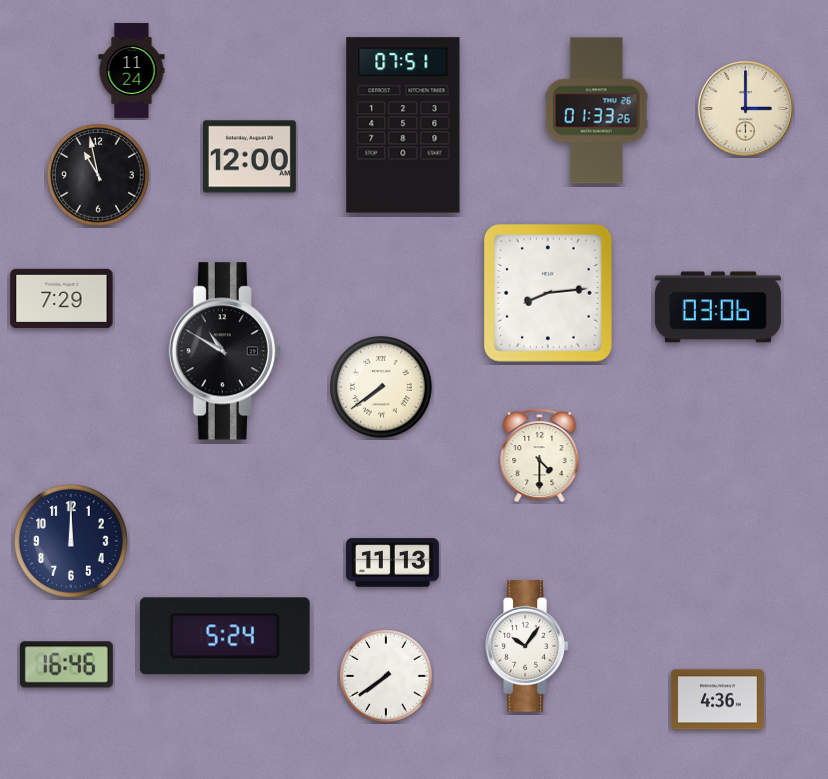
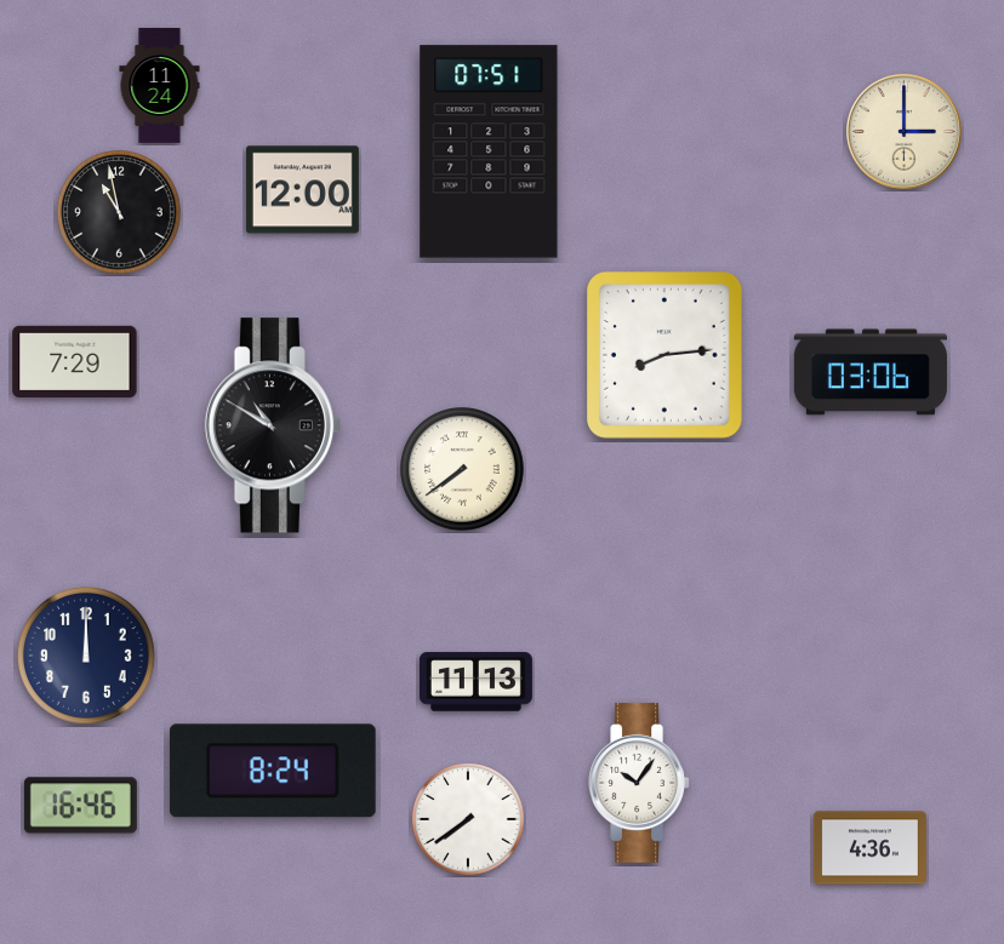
clock at (596, 111): 01:33 -> none
clock at (540, 455): 4:30 -> none
clock at (225, 636): 5:24 -> 8:24
